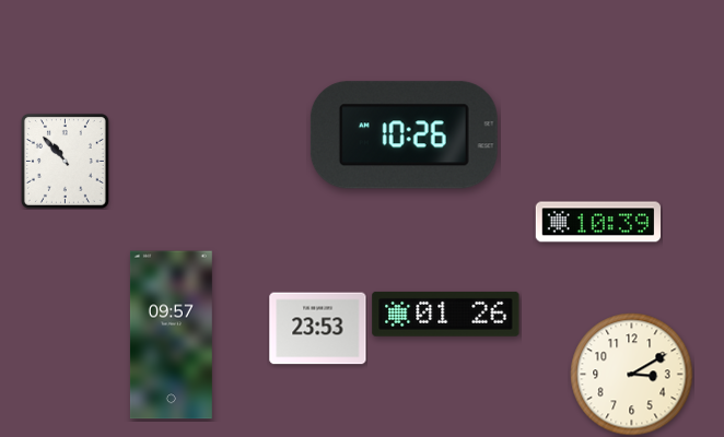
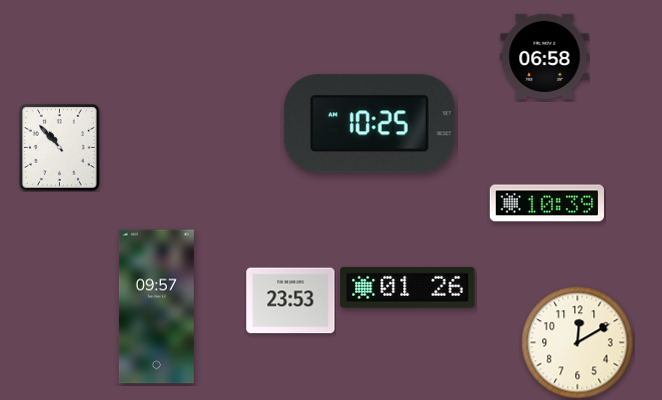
clock at (545, 56): none -> 06:58
clock at (404, 135): 10:26 -> 10:25
clock at (632, 375): 3:10 -> 12:10
